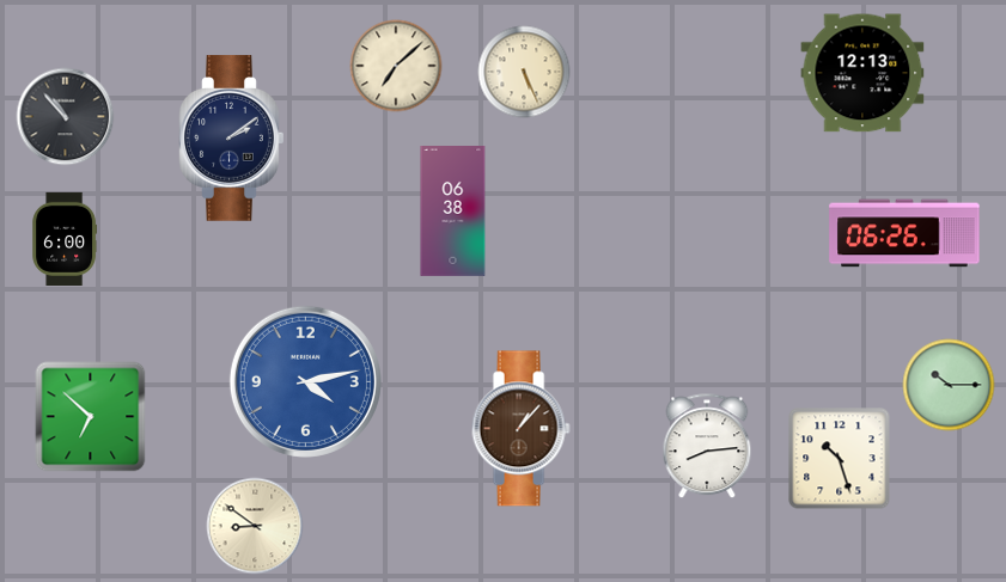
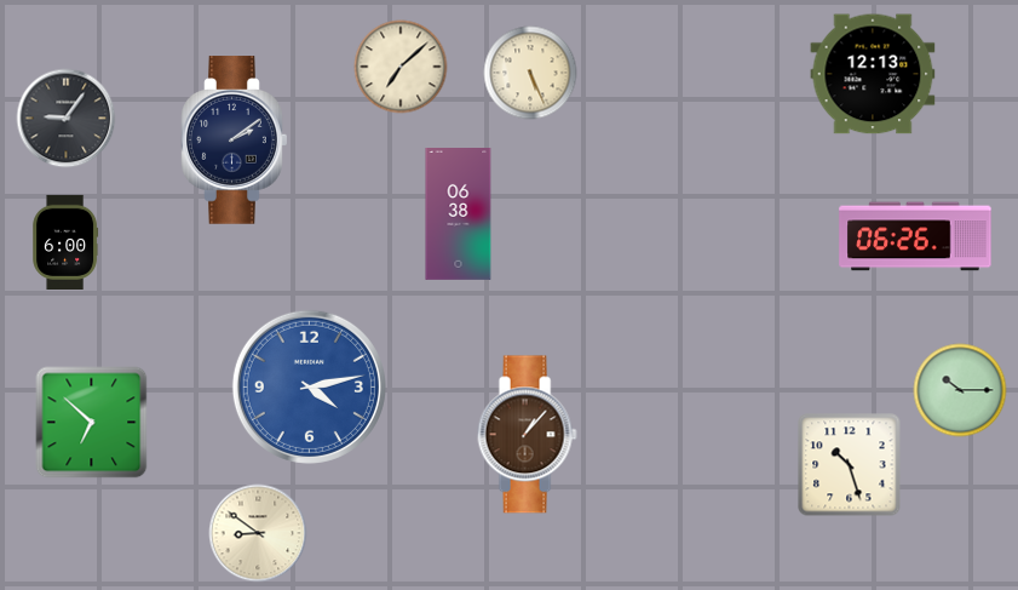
clock at (66, 117): 10:53 -> 9:06
clock at (707, 447): 8:14 -> none
